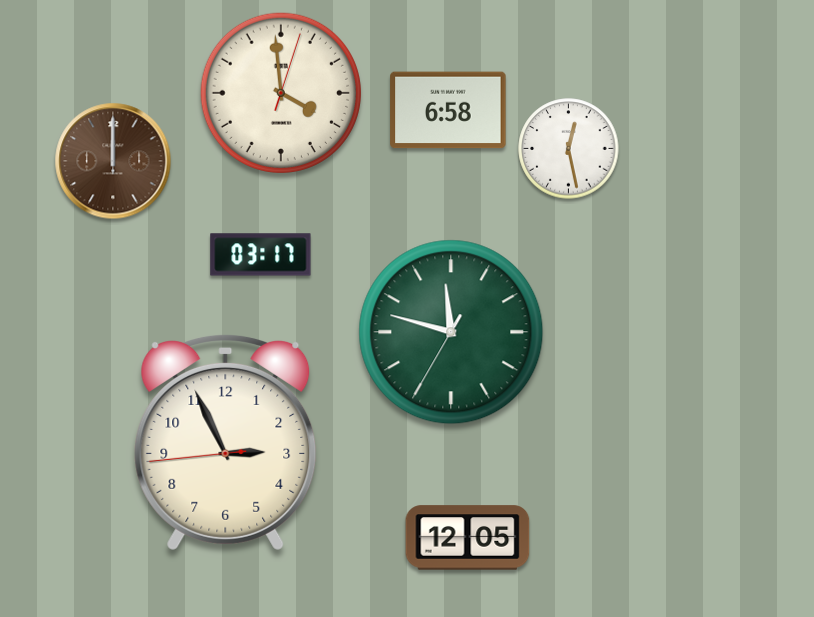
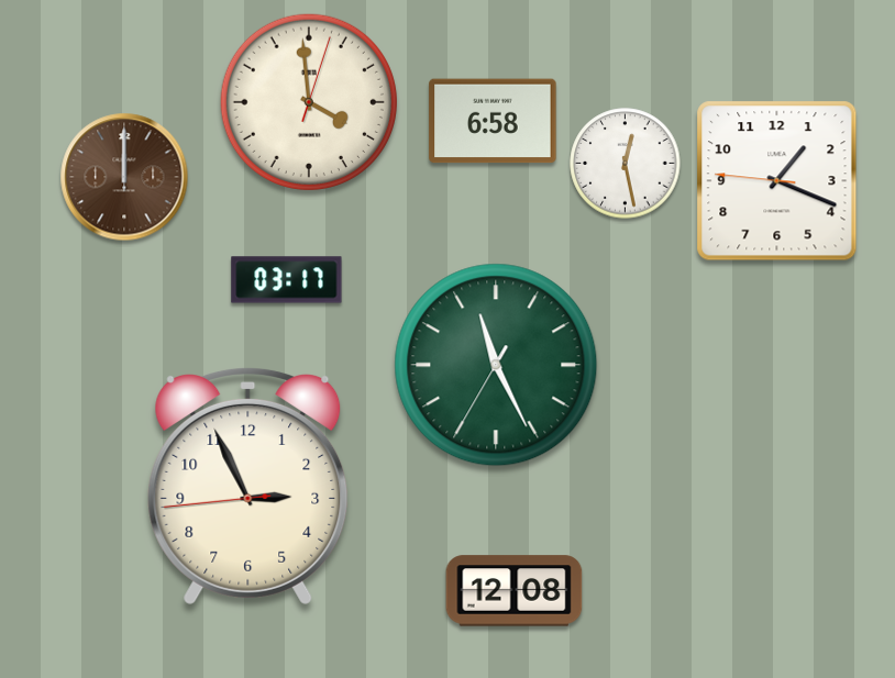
clock at (777, 181): none -> 1:18
clock at (451, 332): 11:47 -> 11:25
clock at (468, 538): 12:05 -> 12:08
